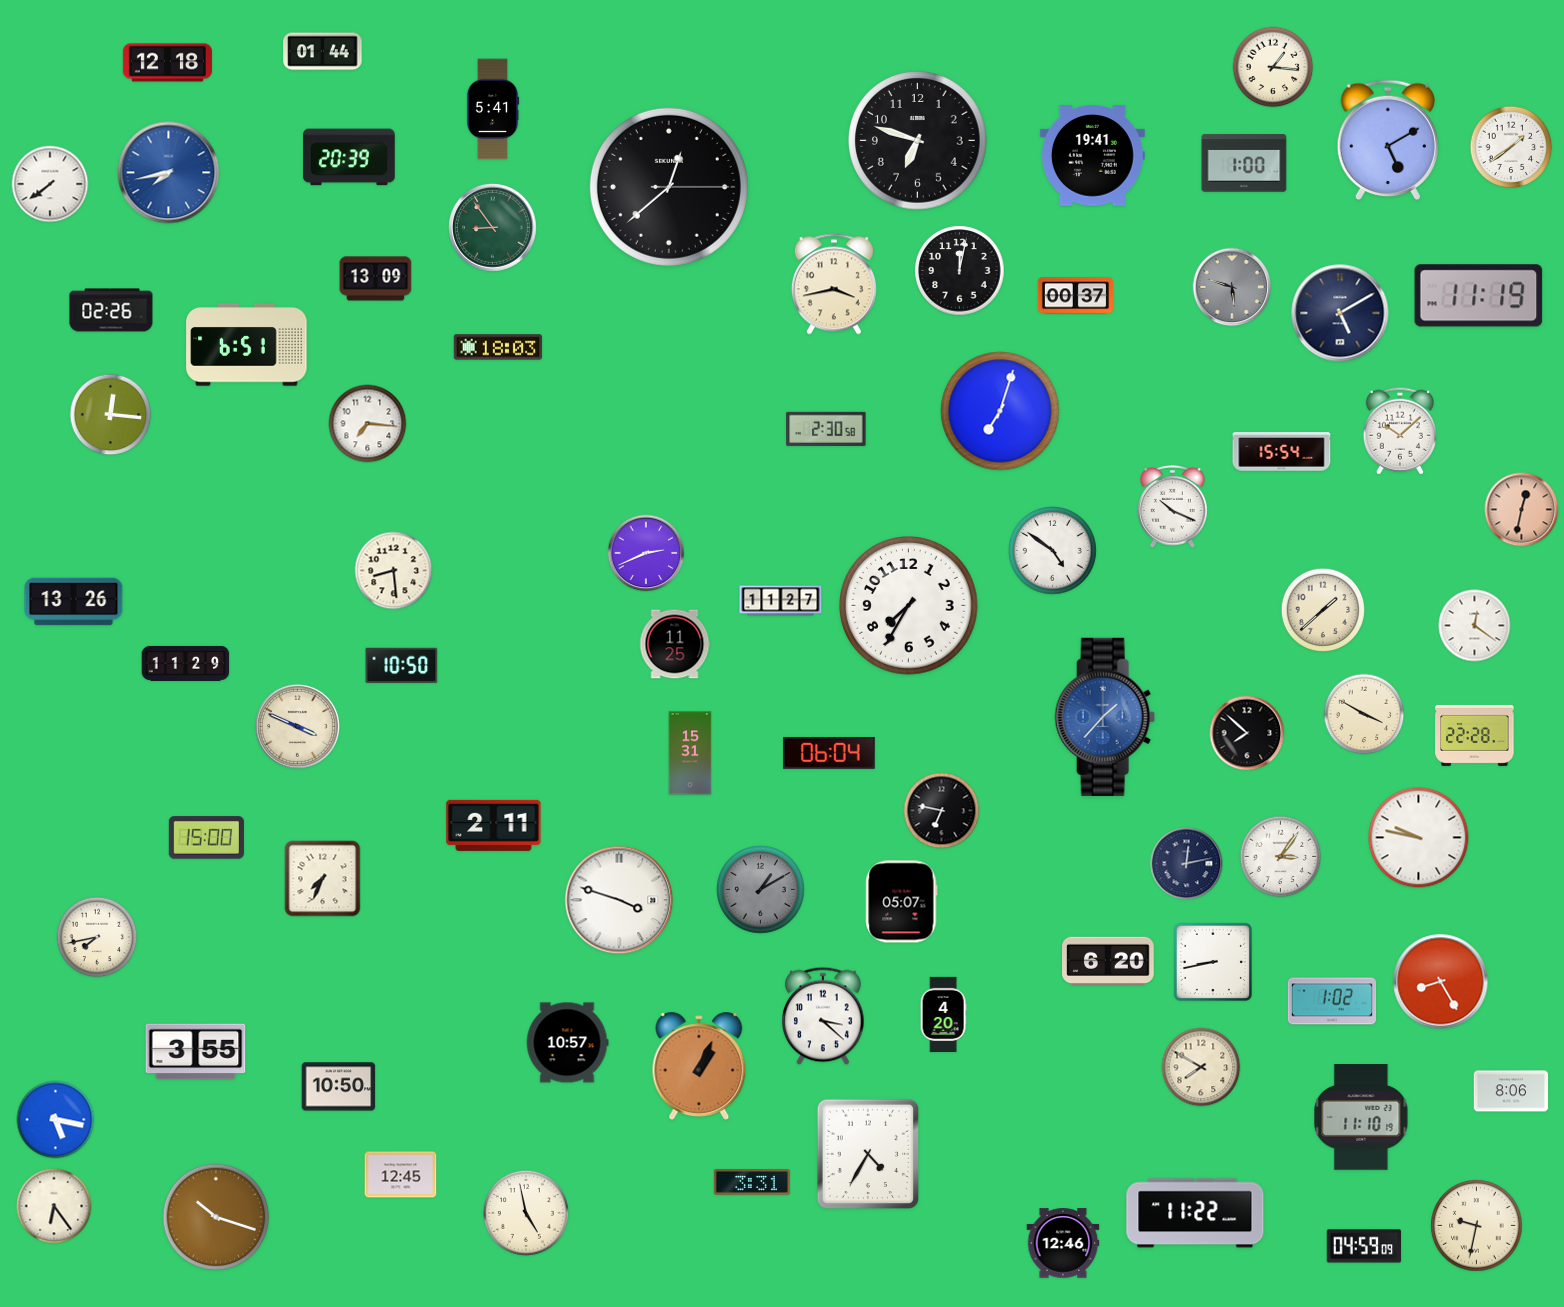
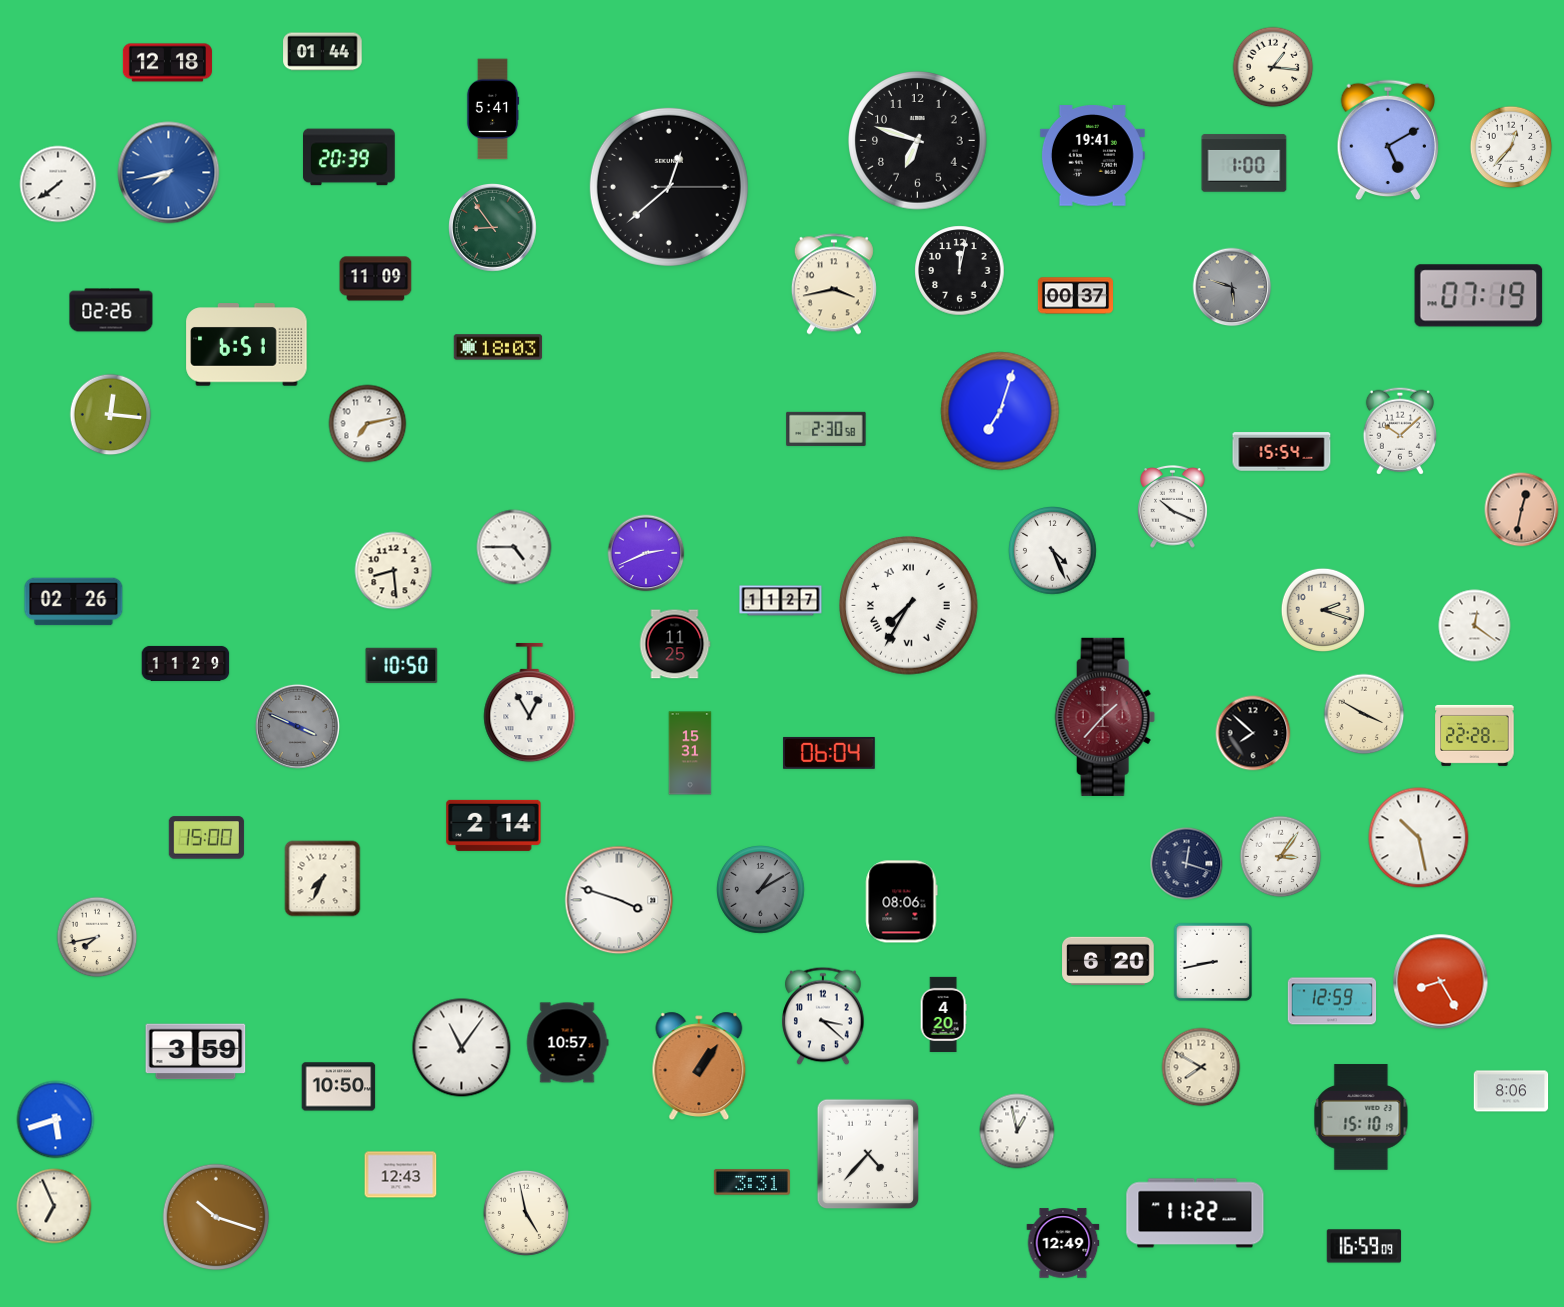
clock at (1511, 147): 1:39 -> 12:37
clock at (50, 184) position: (50, 184) -> (58, 184)
clock at (376, 279): 13:09 -> 11:09
clock at (1479, 296): 11:19 -> 07:19
clock at (1340, 313): 5:10 -> none
clock at (368, 424): 7:16 -> 7:13
clock at (514, 547): none -> 4:45
clock at (1053, 551): 4:51 -> 4:26
clock at (74, 602): 13:26 -> 02:26
clock at (909, 606) numerals: Arabic -> Roman
clock at (1322, 609): 1:38 -> 2:18
clock at (530, 703): none -> 12:55
clock at (1105, 717) dial: blue -> burgundy
clock at (297, 726) dial: cream -> grey
clock at (1247, 733) position: (1247, 733) -> (1253, 733)
clock at (942, 811): 6:47 -> none
clock at (494, 825): 2:11 -> 2:14
clock at (1419, 838): 9:47 -> 10:28
clock at (1187, 864): 12:13 -> 12:18
clock at (902, 902): 05:07 -> 08:06
clock at (1332, 1001): 1:02 -> 12:59
clock at (462, 1048): none -> 11:06
clock at (196, 1052): 3:55 -> 3:59
clock at (699, 1065): 1:04 -> 1:06
clock at (1361, 1117): 11:10 -> 15:10
clock at (56, 1120): 5:17 -> 5:42
clock at (1017, 1131): none -> 12:58
clock at (868, 1154): 4:35 -> 4:37
clock at (401, 1175): 12:45 -> 12:43
clock at (54, 1206): 6:24 -> 6:56
clock at (1477, 1226): 9:32 -> none
clock at (1063, 1243): 12:46 -> 12:49
clock at (1364, 1246): 04:59 -> 16:59
